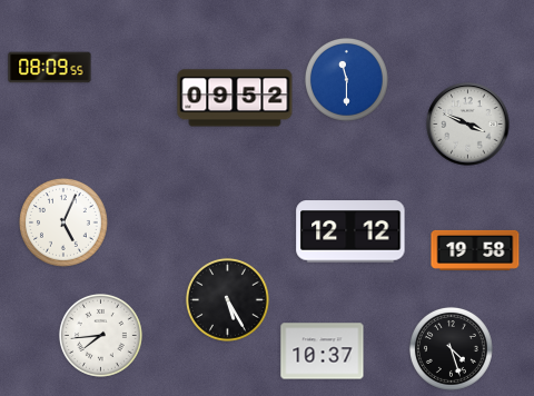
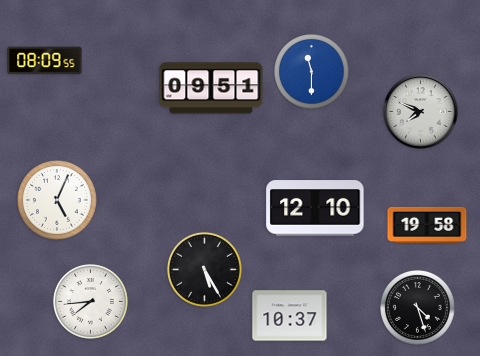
clock at (235, 98): 09:52 -> 09:51
clock at (468, 125): 3:49 -> 7:49
clock at (350, 231): 12:12 -> 12:10
clock at (451, 348) position: (451, 348) -> (417, 307)
